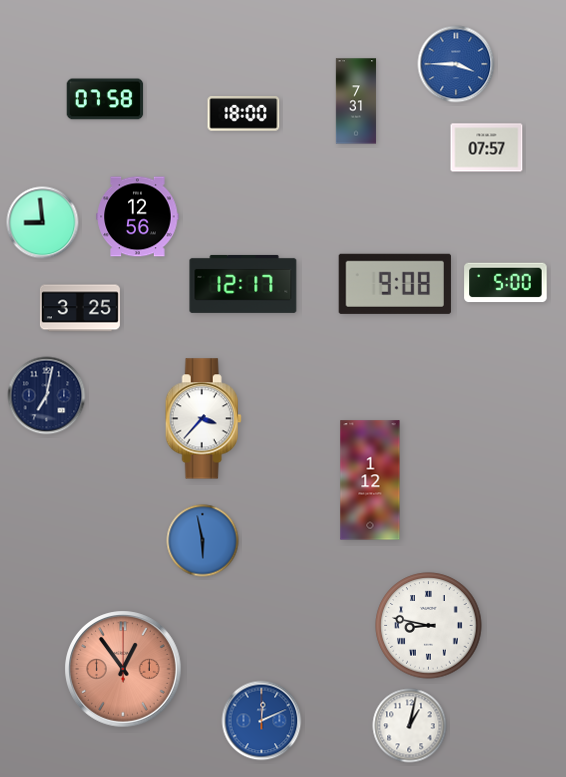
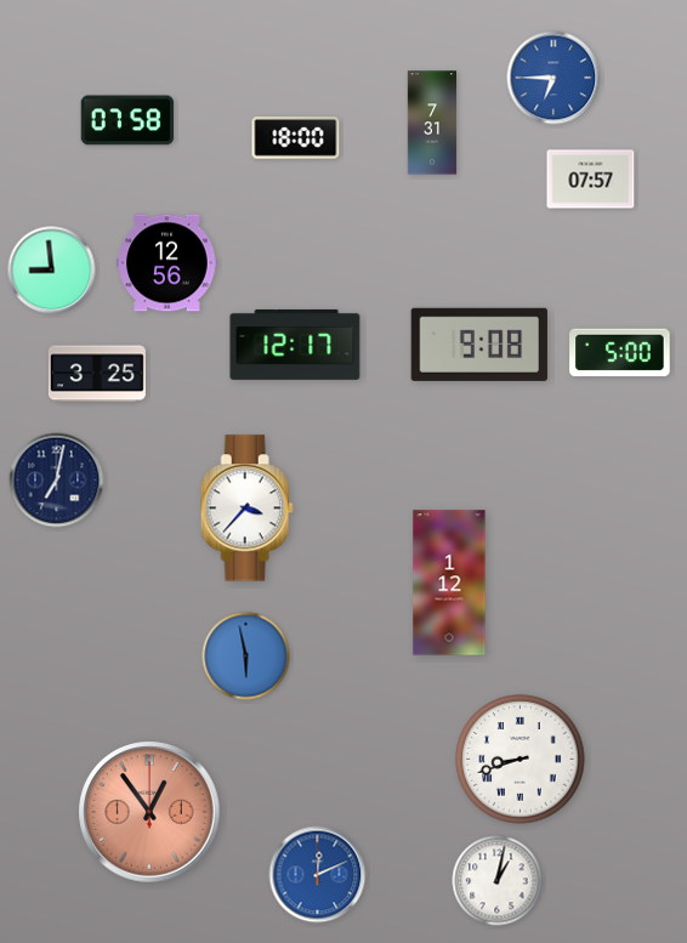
clock at (456, 64): 3:45 -> 6:45
clock at (506, 283) position: (506, 283) -> (620, 353)
clock at (429, 626): 8:47 -> 8:42
